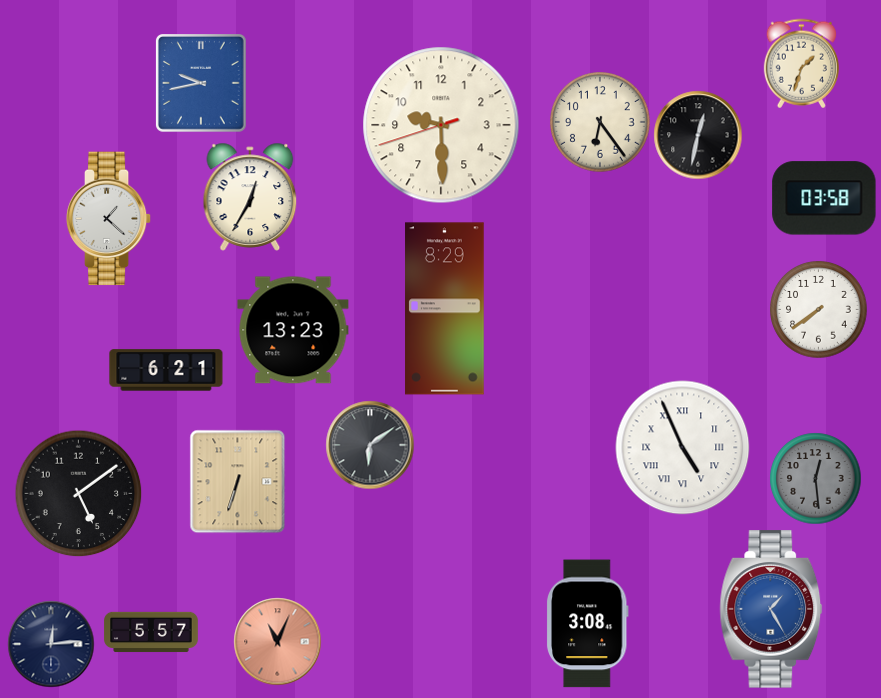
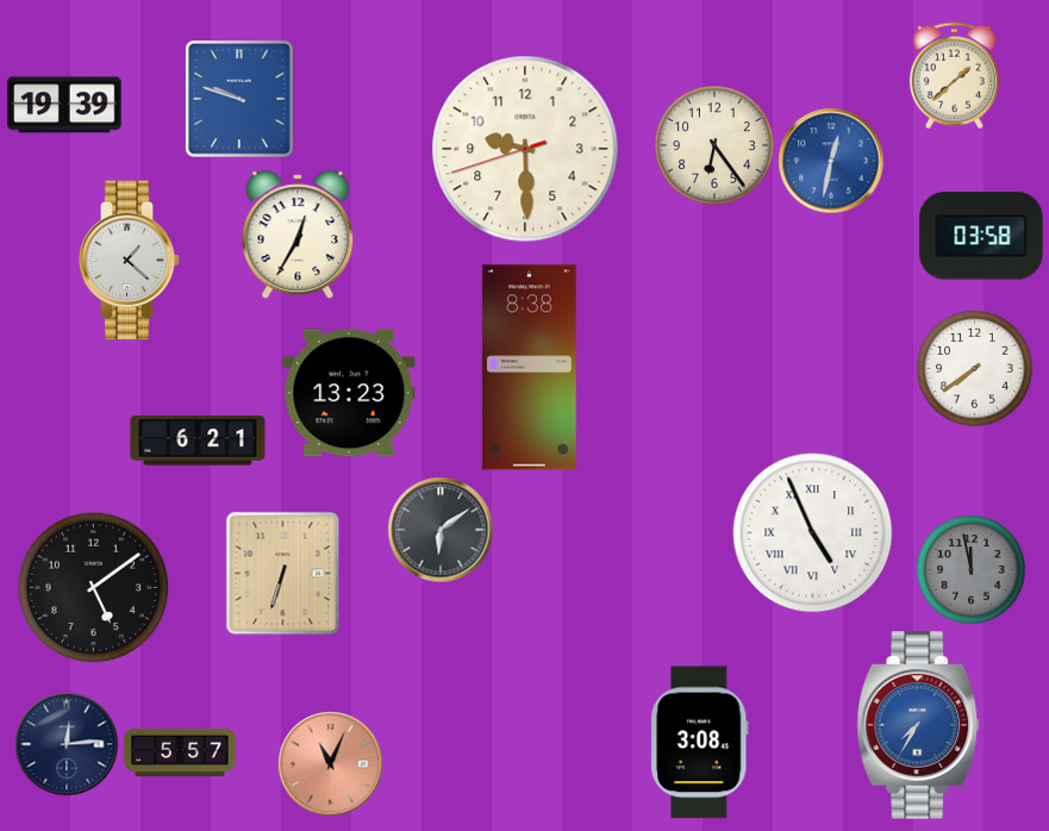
clock at (801, 63): 1:33 -> 1:38
clock at (201, 84): 9:43 -> 9:48
clock at (64, 105): none -> 19:39
clock at (698, 135) dial: black -> blue
clock at (445, 309): 8:29 -> 8:38
clock at (815, 478): 12:29 -> 11:58
clock at (771, 609): 1:25 -> 7:35
clock at (51, 644) position: (51, 644) -> (67, 744)
